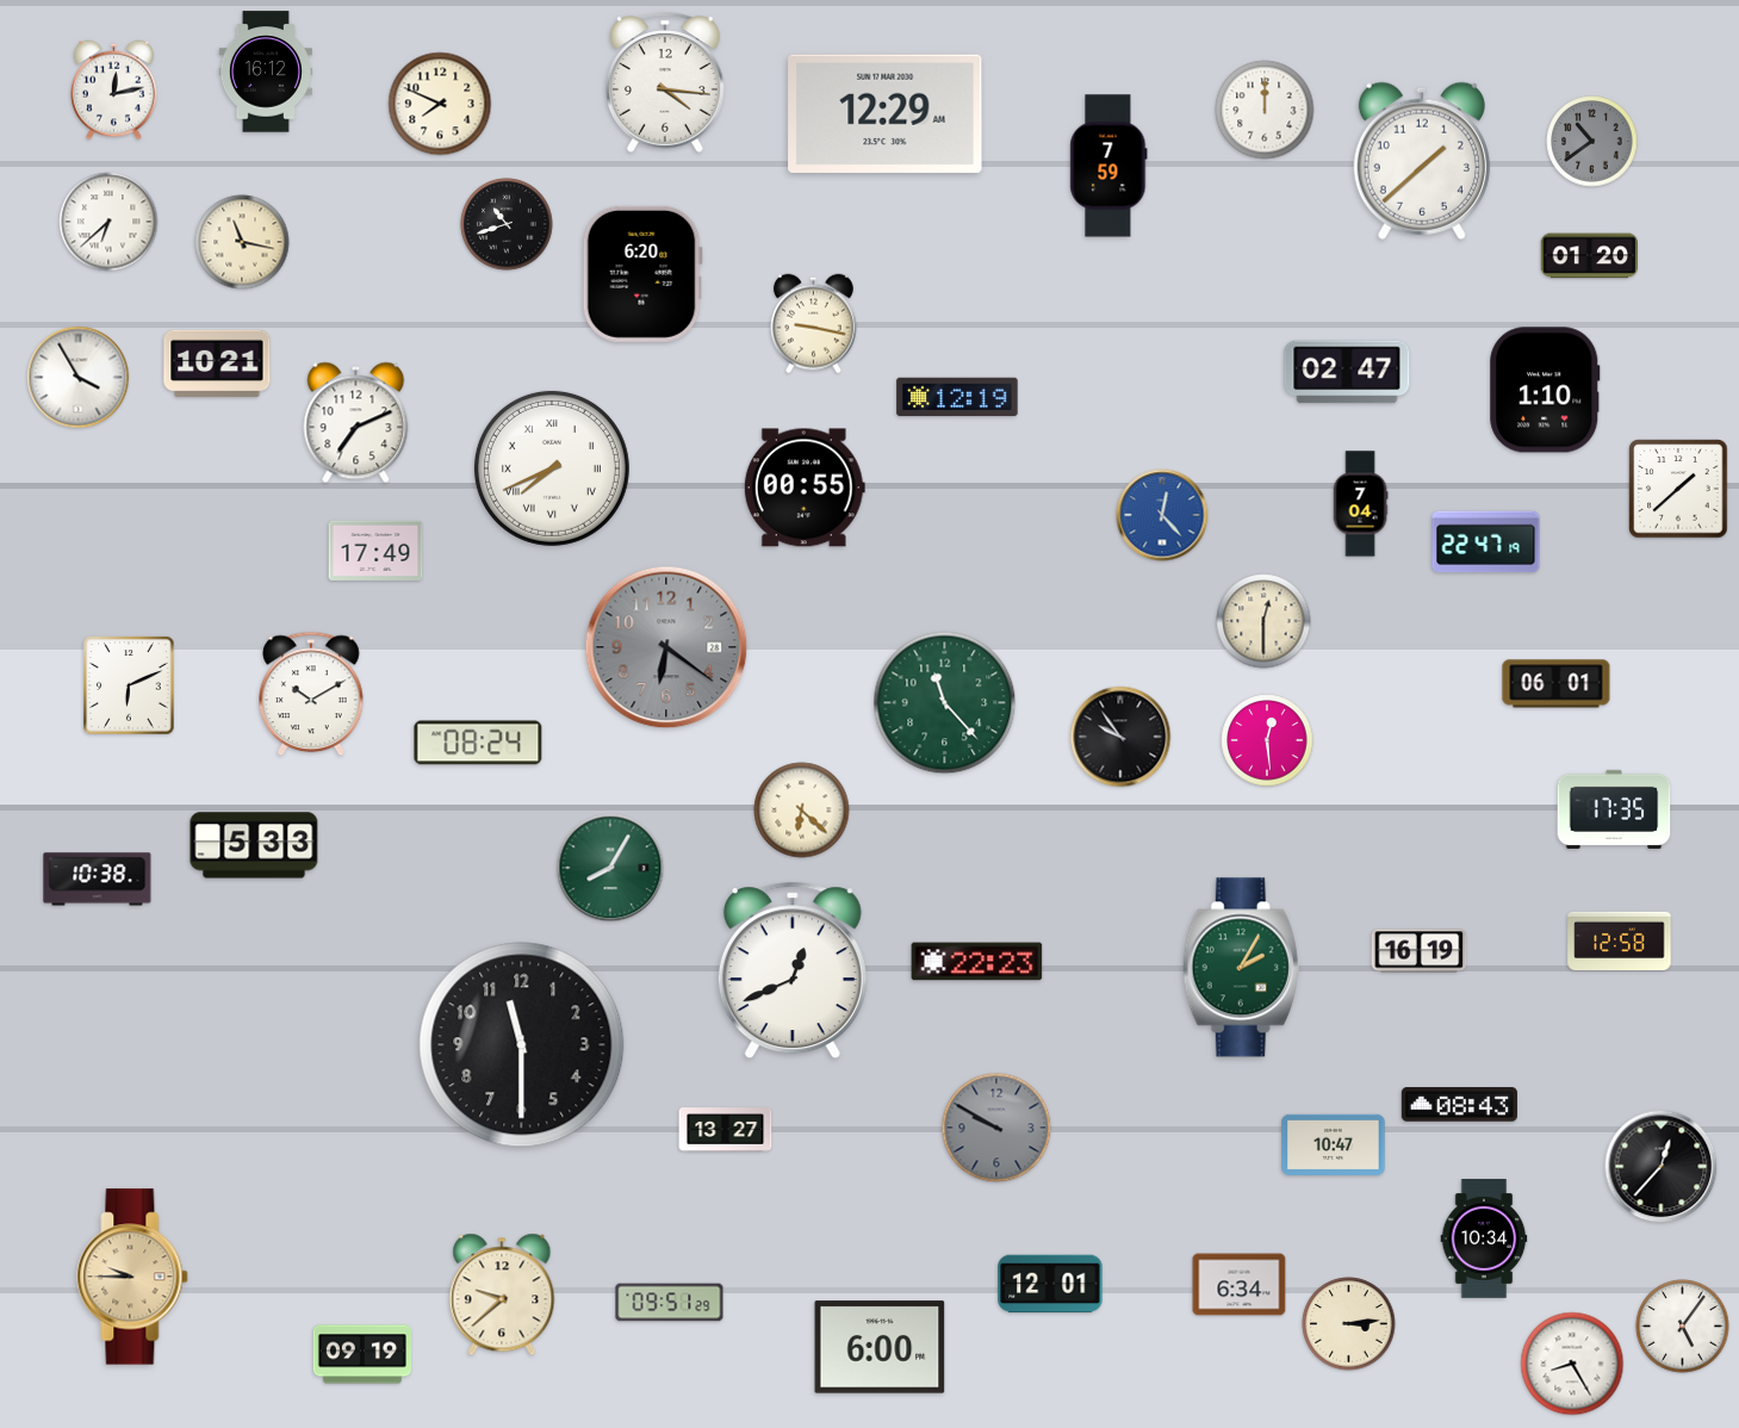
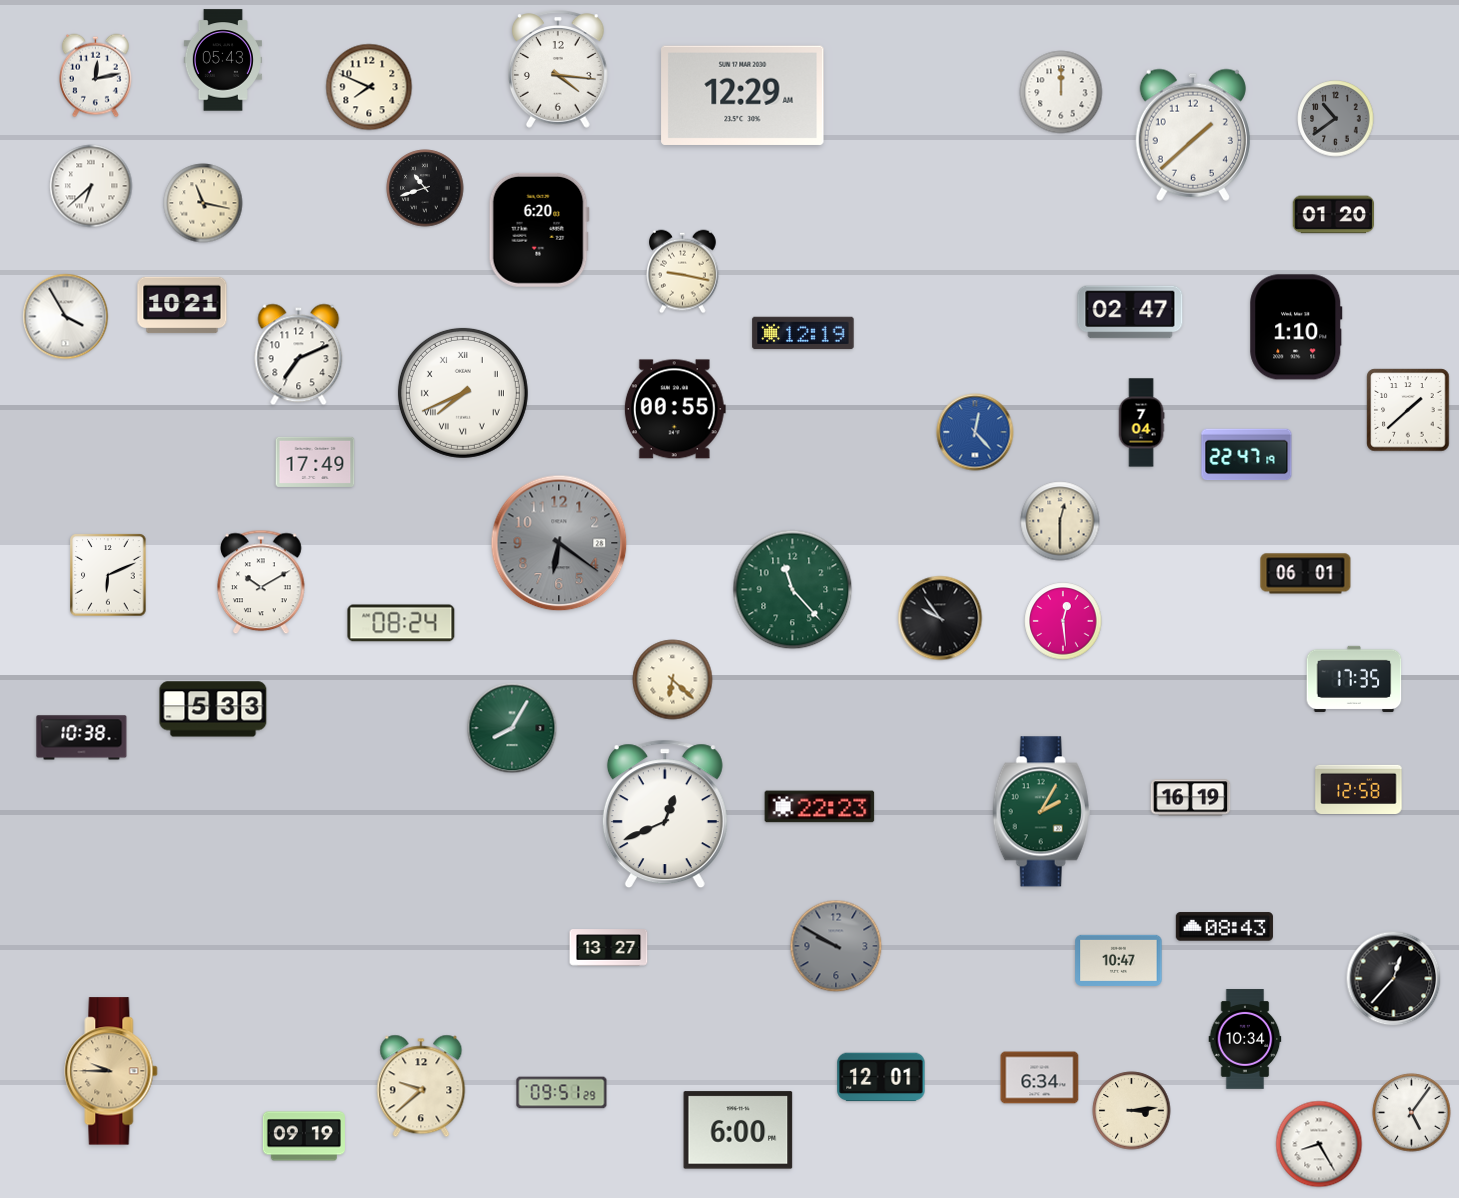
clock at (266, 72): 16:12 -> 05:43
clock at (1108, 166): 7:59 -> none
clock at (522, 1045): 11:30 -> none
